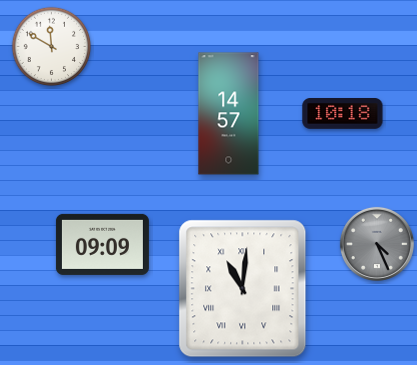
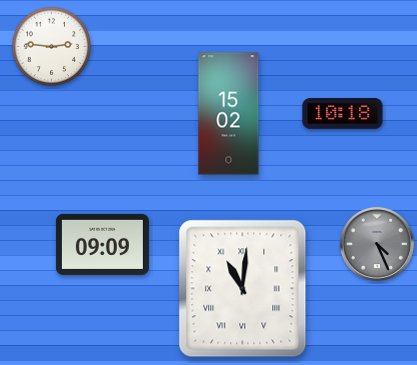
clock at (52, 47): 11:50 -> 2:46
clock at (229, 114): 14:57 -> 15:02
